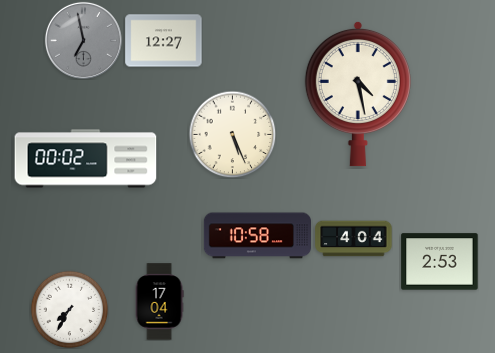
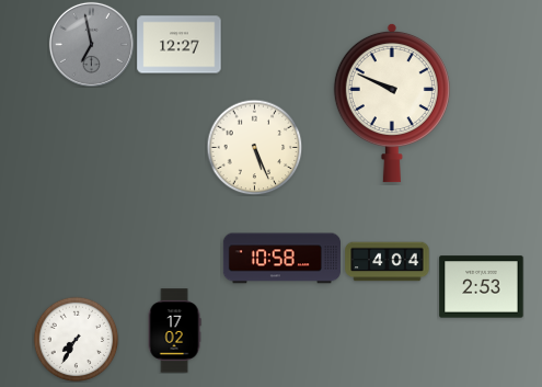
clock at (358, 94): 4:28 -> 9:49
clock at (86, 159): 00:02 -> none
clock at (159, 302): 17:04 -> 17:02
